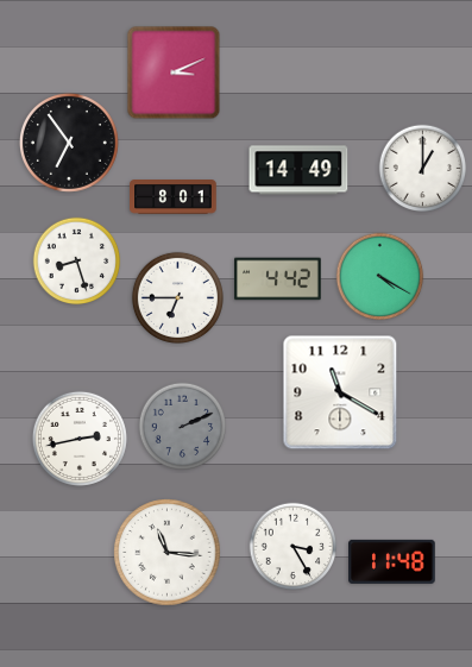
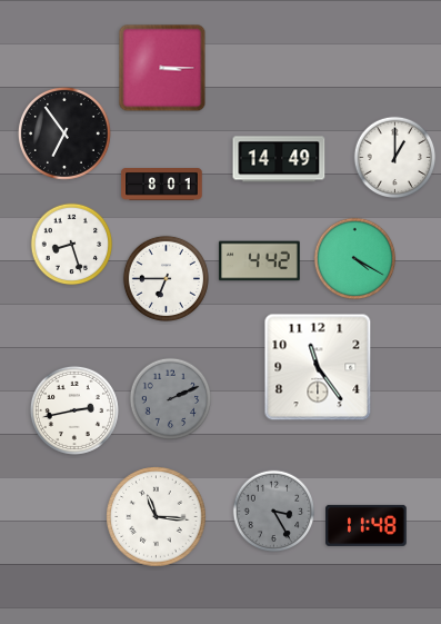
clock at (174, 73): 3:11 -> 3:15
clock at (340, 392): 11:20 -> 11:24
clock at (294, 547) dial: white -> grey
